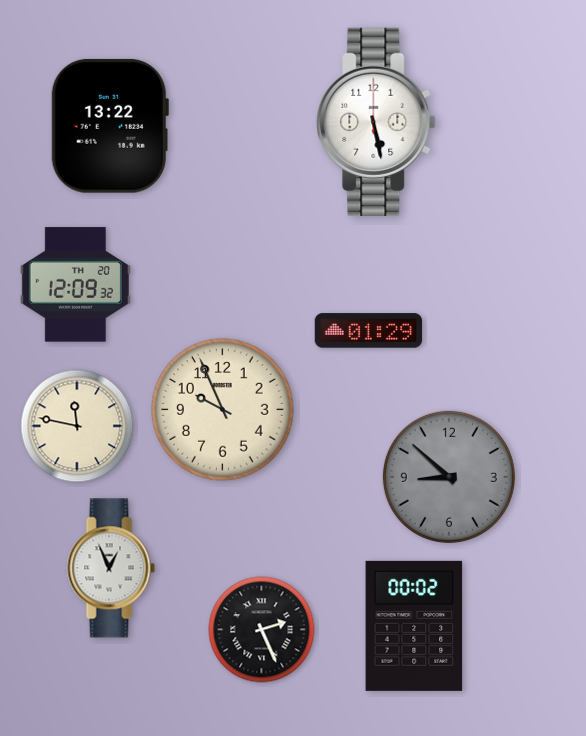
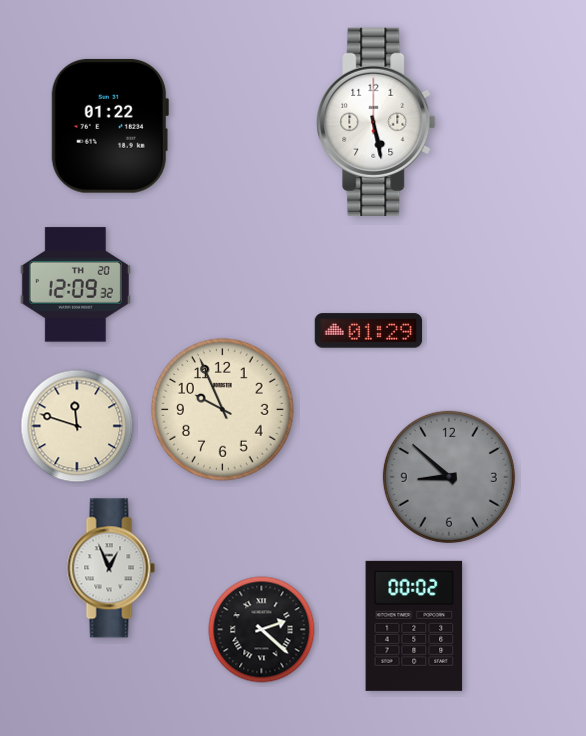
clock at (110, 126): 13:22 -> 01:22
clock at (77, 426): 11:47 -> 11:48
clock at (262, 630): 2:26 -> 2:22
